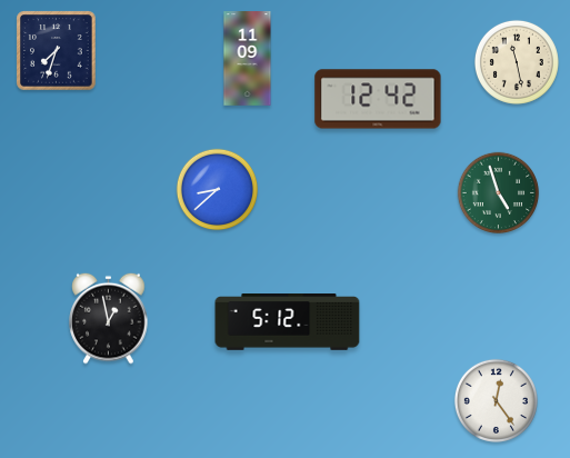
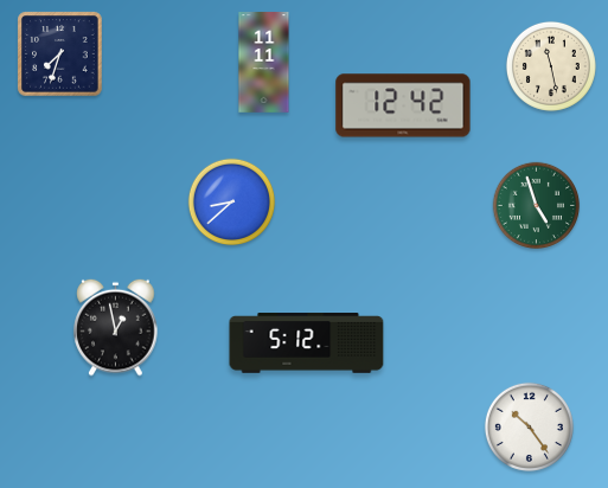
clock at (248, 59): 11:09 -> 11:11
clock at (499, 193) position: (499, 193) -> (537, 206)
clock at (109, 318) position: (109, 318) -> (116, 327)
clock at (496, 400): 12:24 -> 10:24
